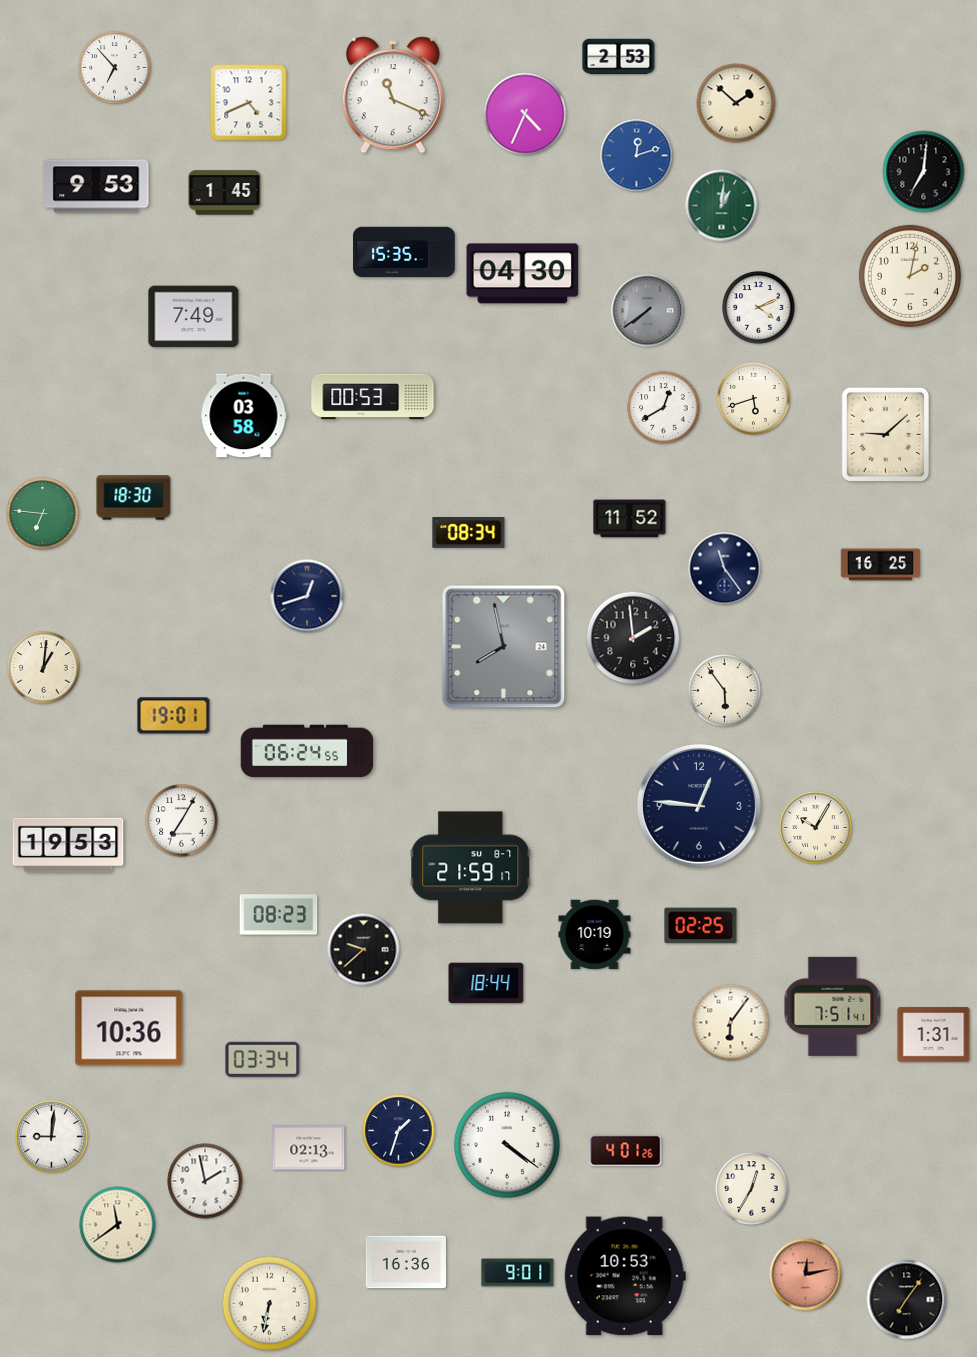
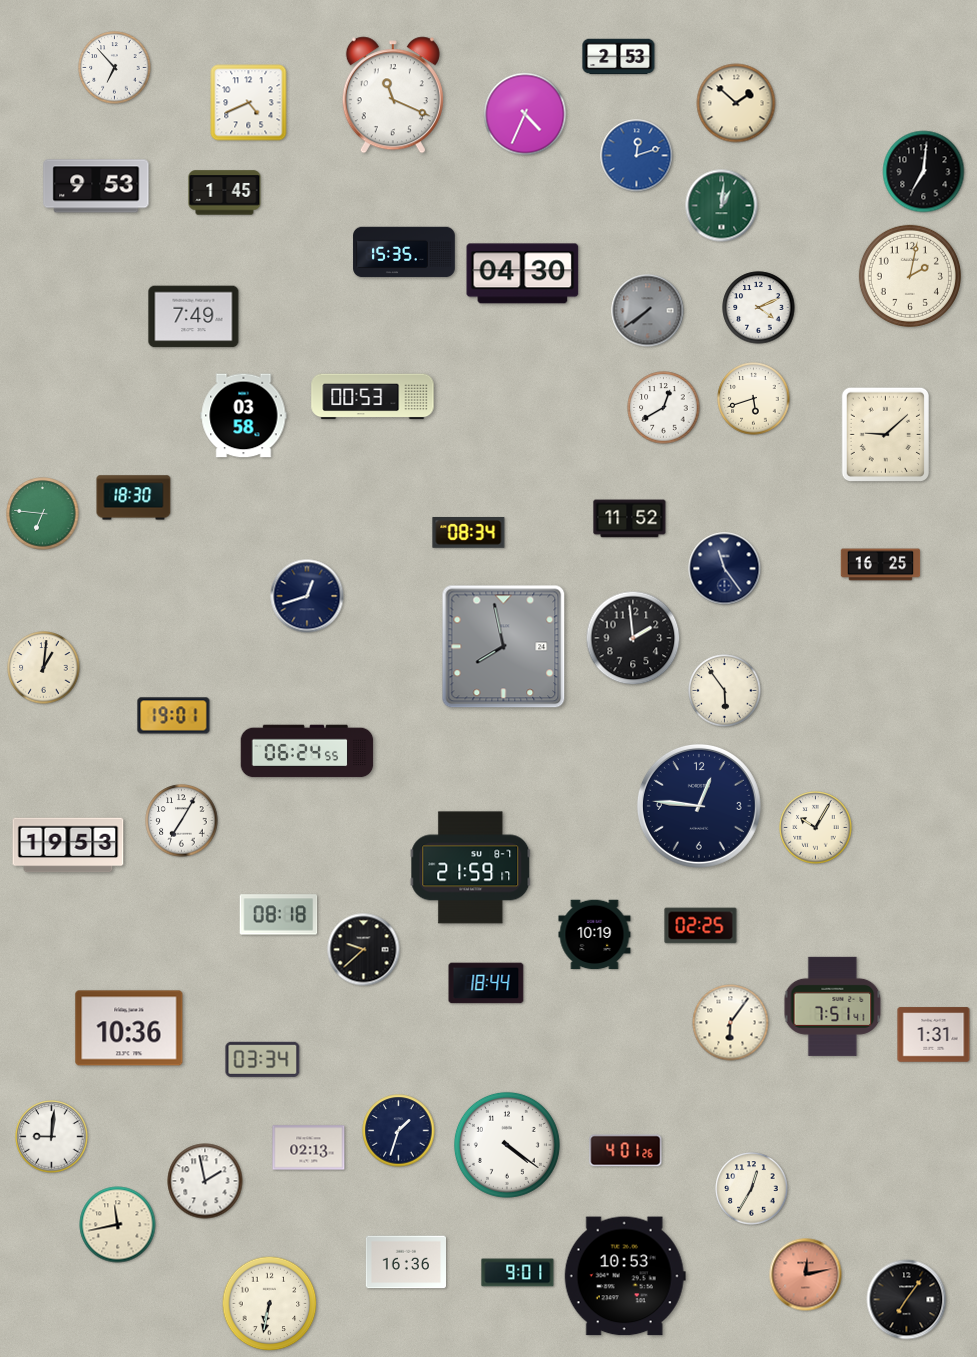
clock at (279, 915): 08:23 -> 08:18
clock at (118, 1225): 11:39 -> 11:43
